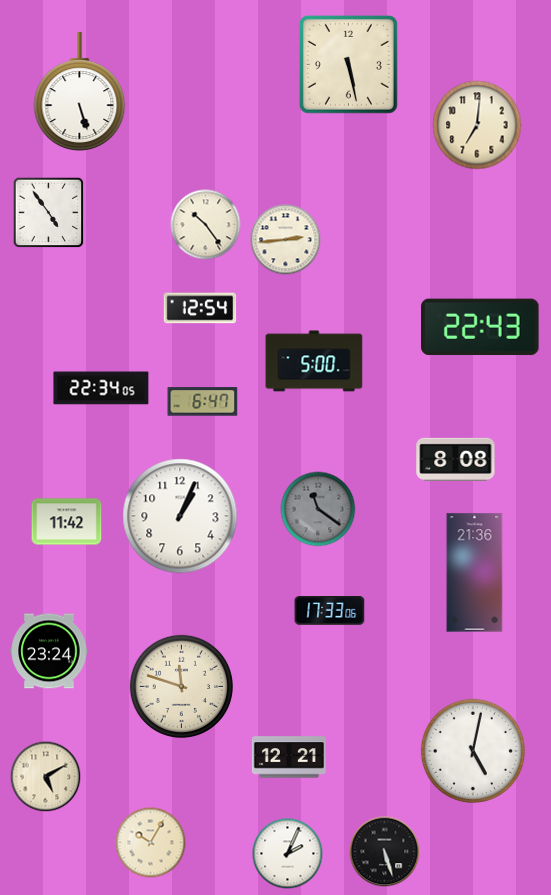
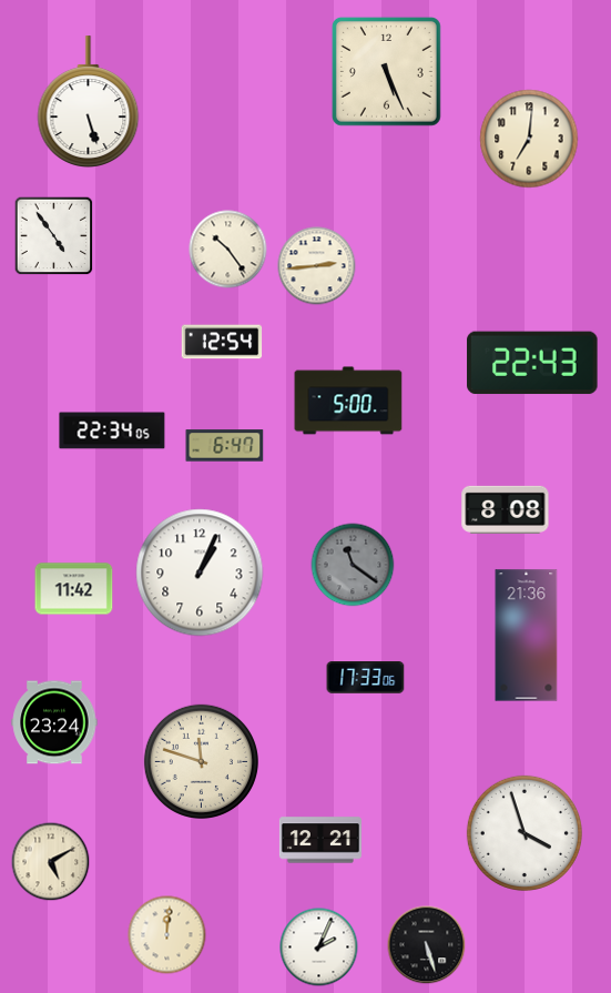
clock at (348, 64): 5:28 -> 5:26
clock at (67, 522) position: (67, 522) -> (74, 589)
clock at (473, 751): 5:02 -> 3:57
clock at (151, 843): 10:05 -> 12:01
